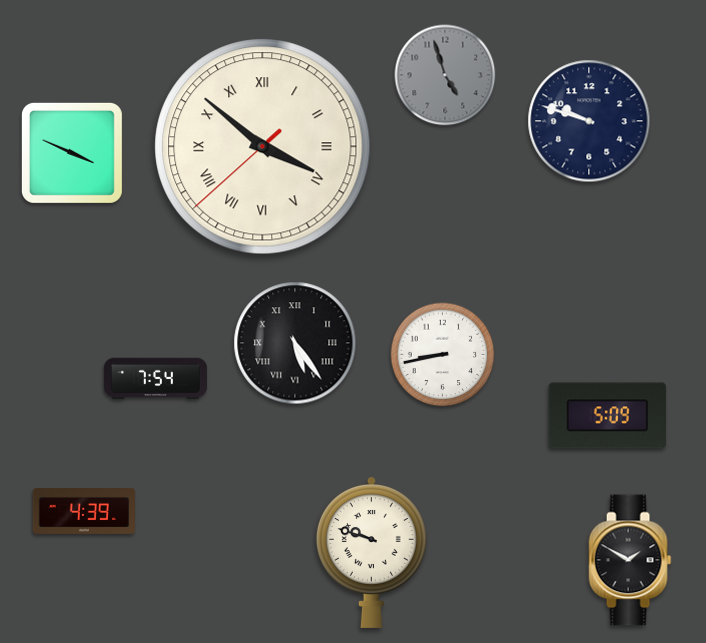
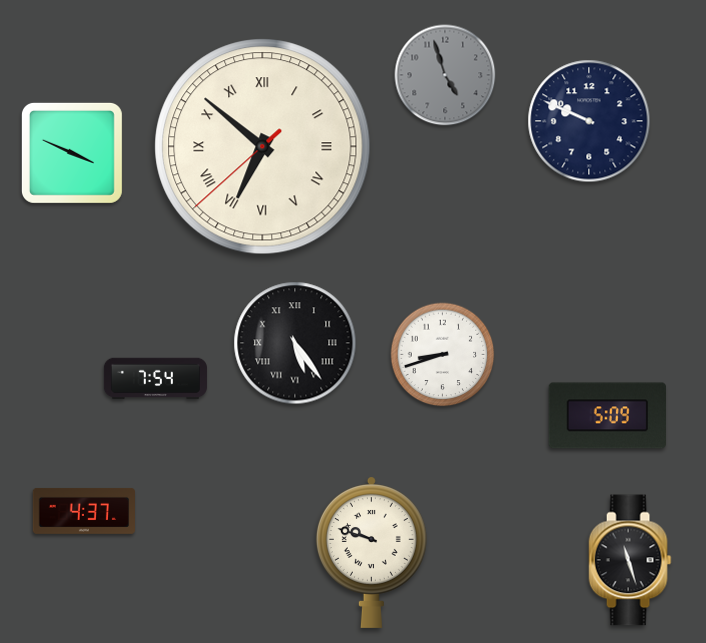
clock at (589, 121): 9:48 -> 9:49
clock at (263, 147): 3:51 -> 6:51
clock at (443, 355): 8:43 -> 8:42
clock at (83, 511): 4:39 -> 4:37
clock at (630, 560): 1:50 -> 11:27
